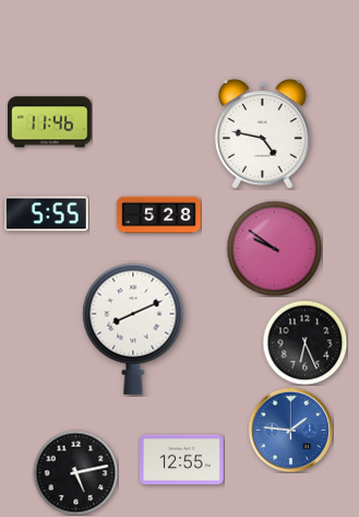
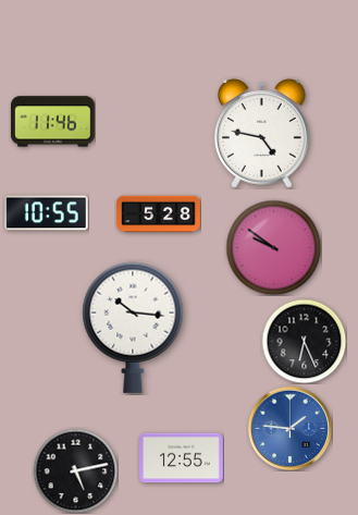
clock at (50, 122) position: (50, 122) -> (53, 122)
clock at (47, 214): 5:55 -> 10:55
clock at (133, 329): 8:11 -> 10:16
